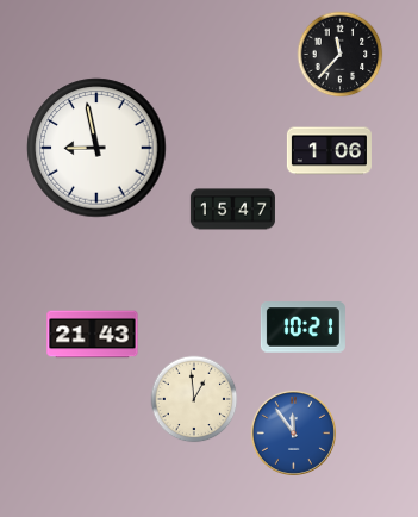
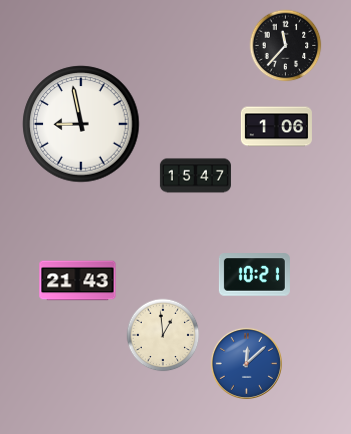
clock at (293, 432): 11:54 -> 12:08
